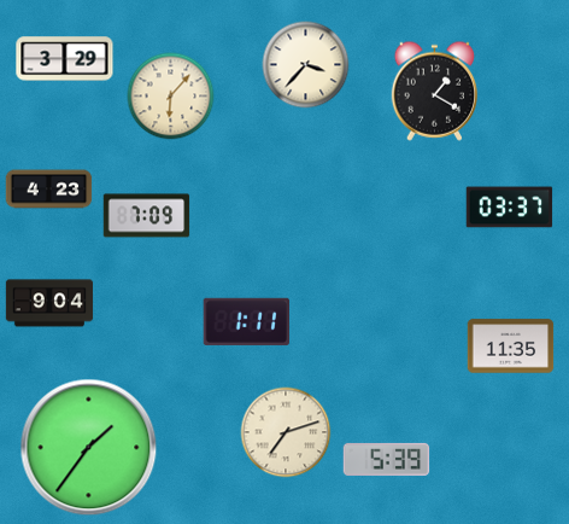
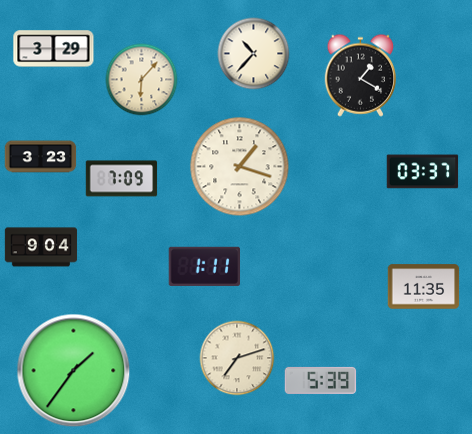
clock at (306, 65): 3:37 -> 10:37
clock at (49, 190): 4:23 -> 3:23
clock at (240, 167): none -> 1:18
clock at (49, 303) position: (49, 303) -> (41, 247)
